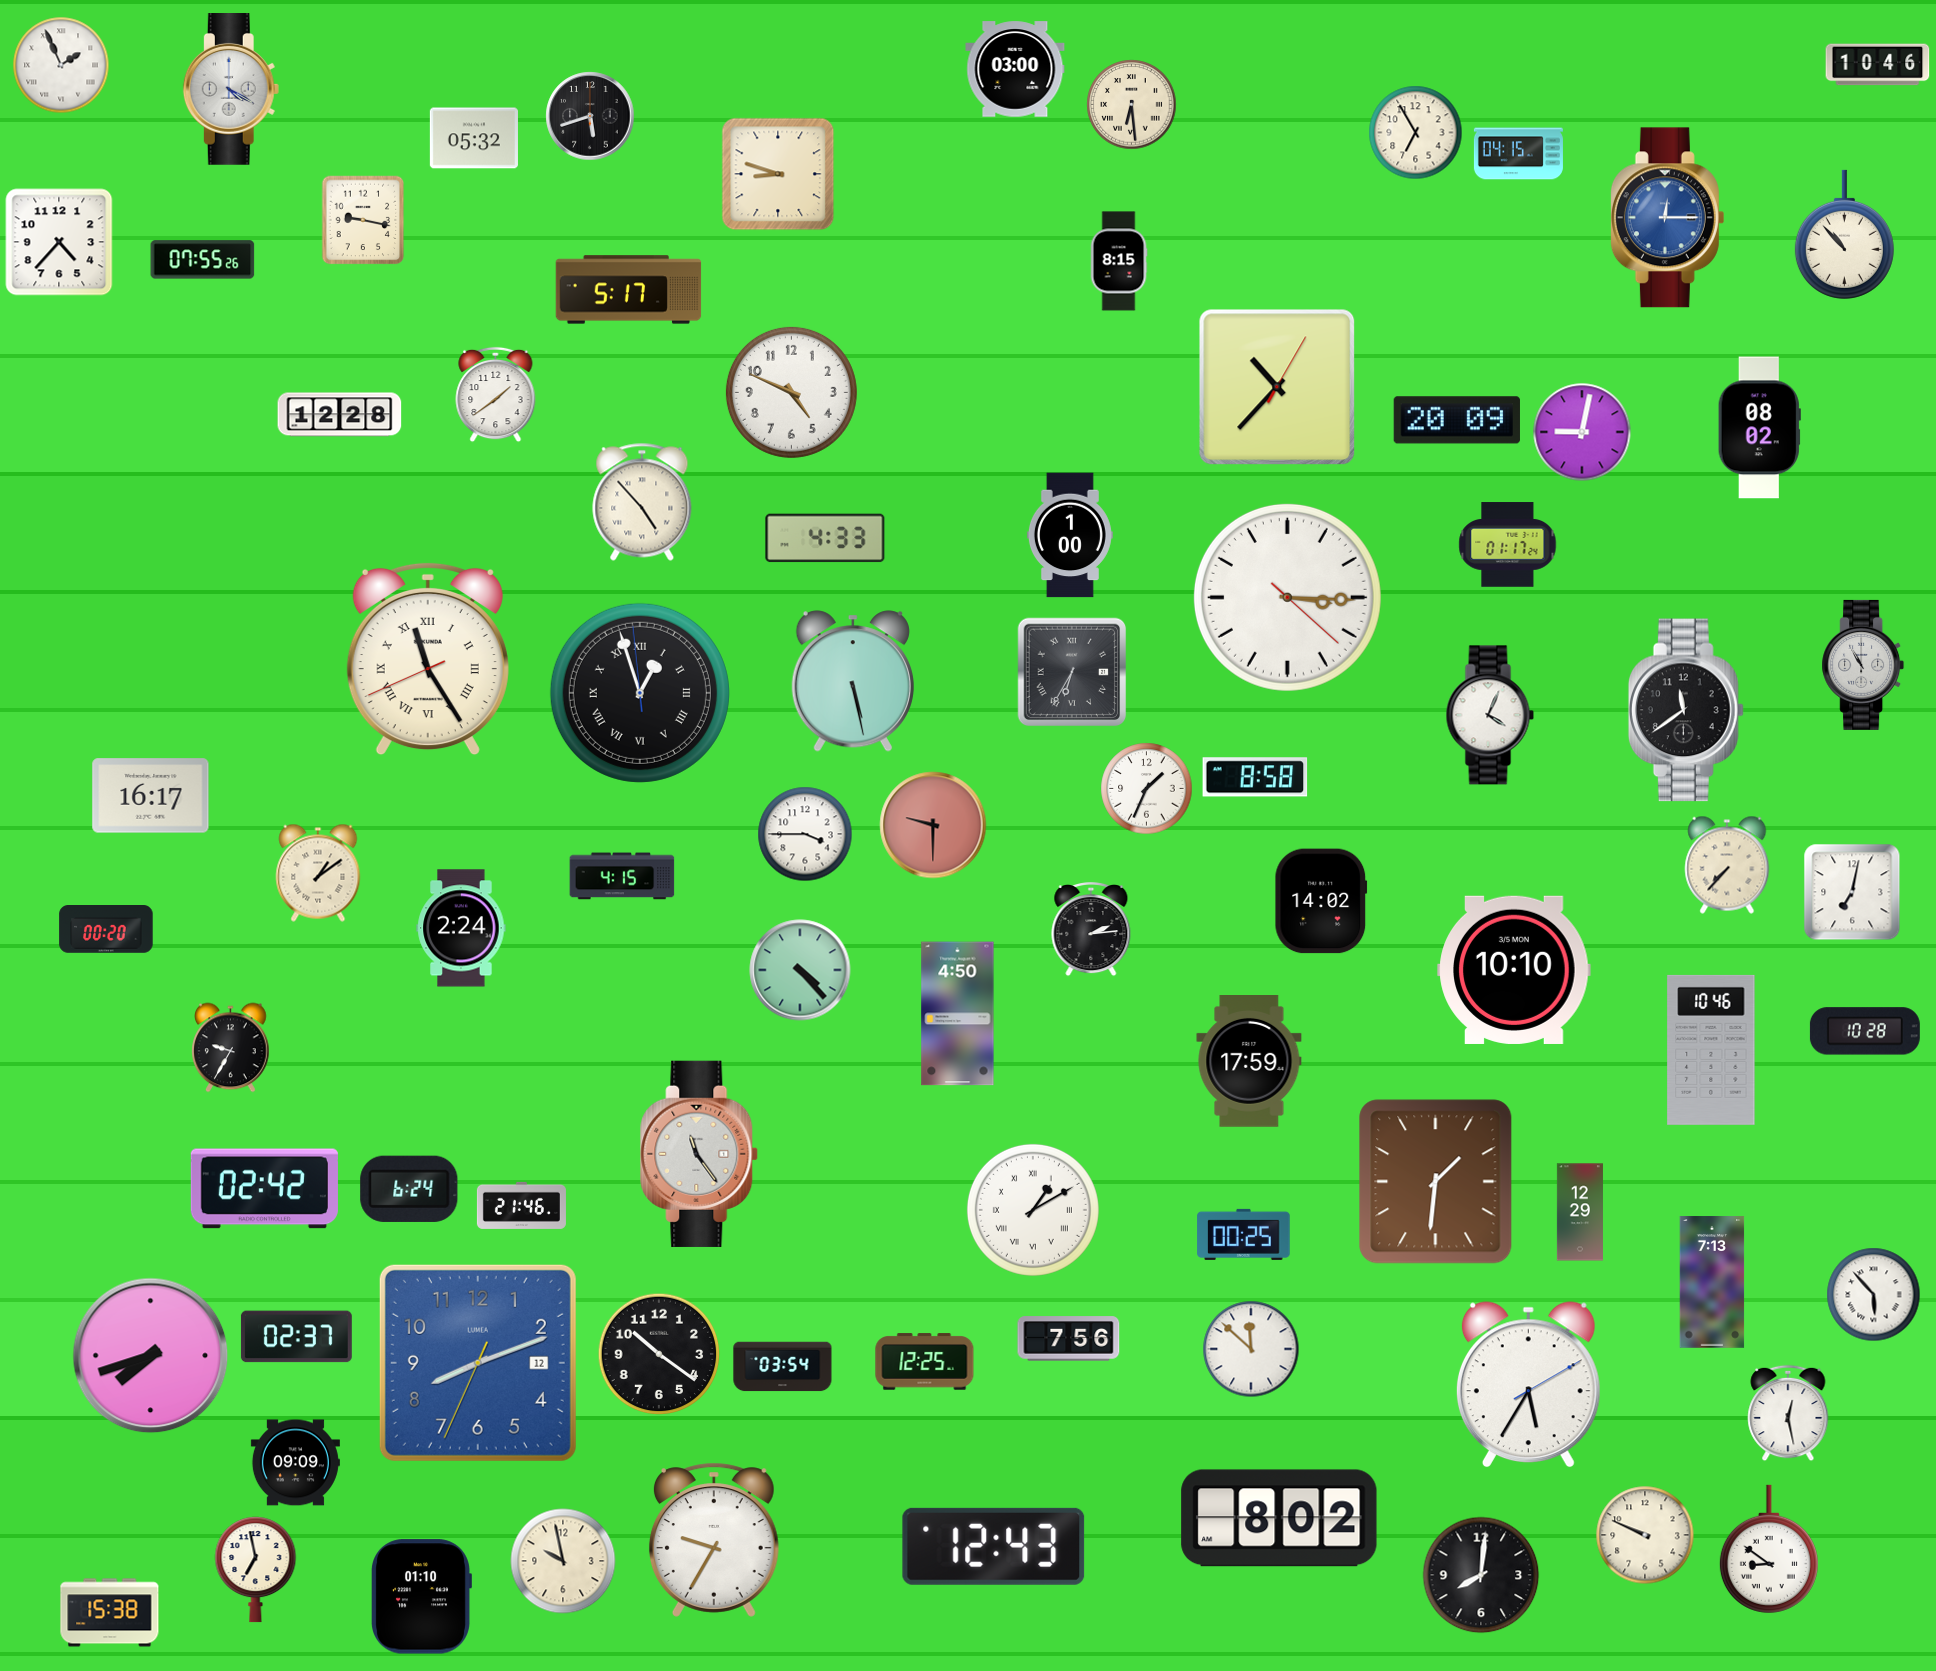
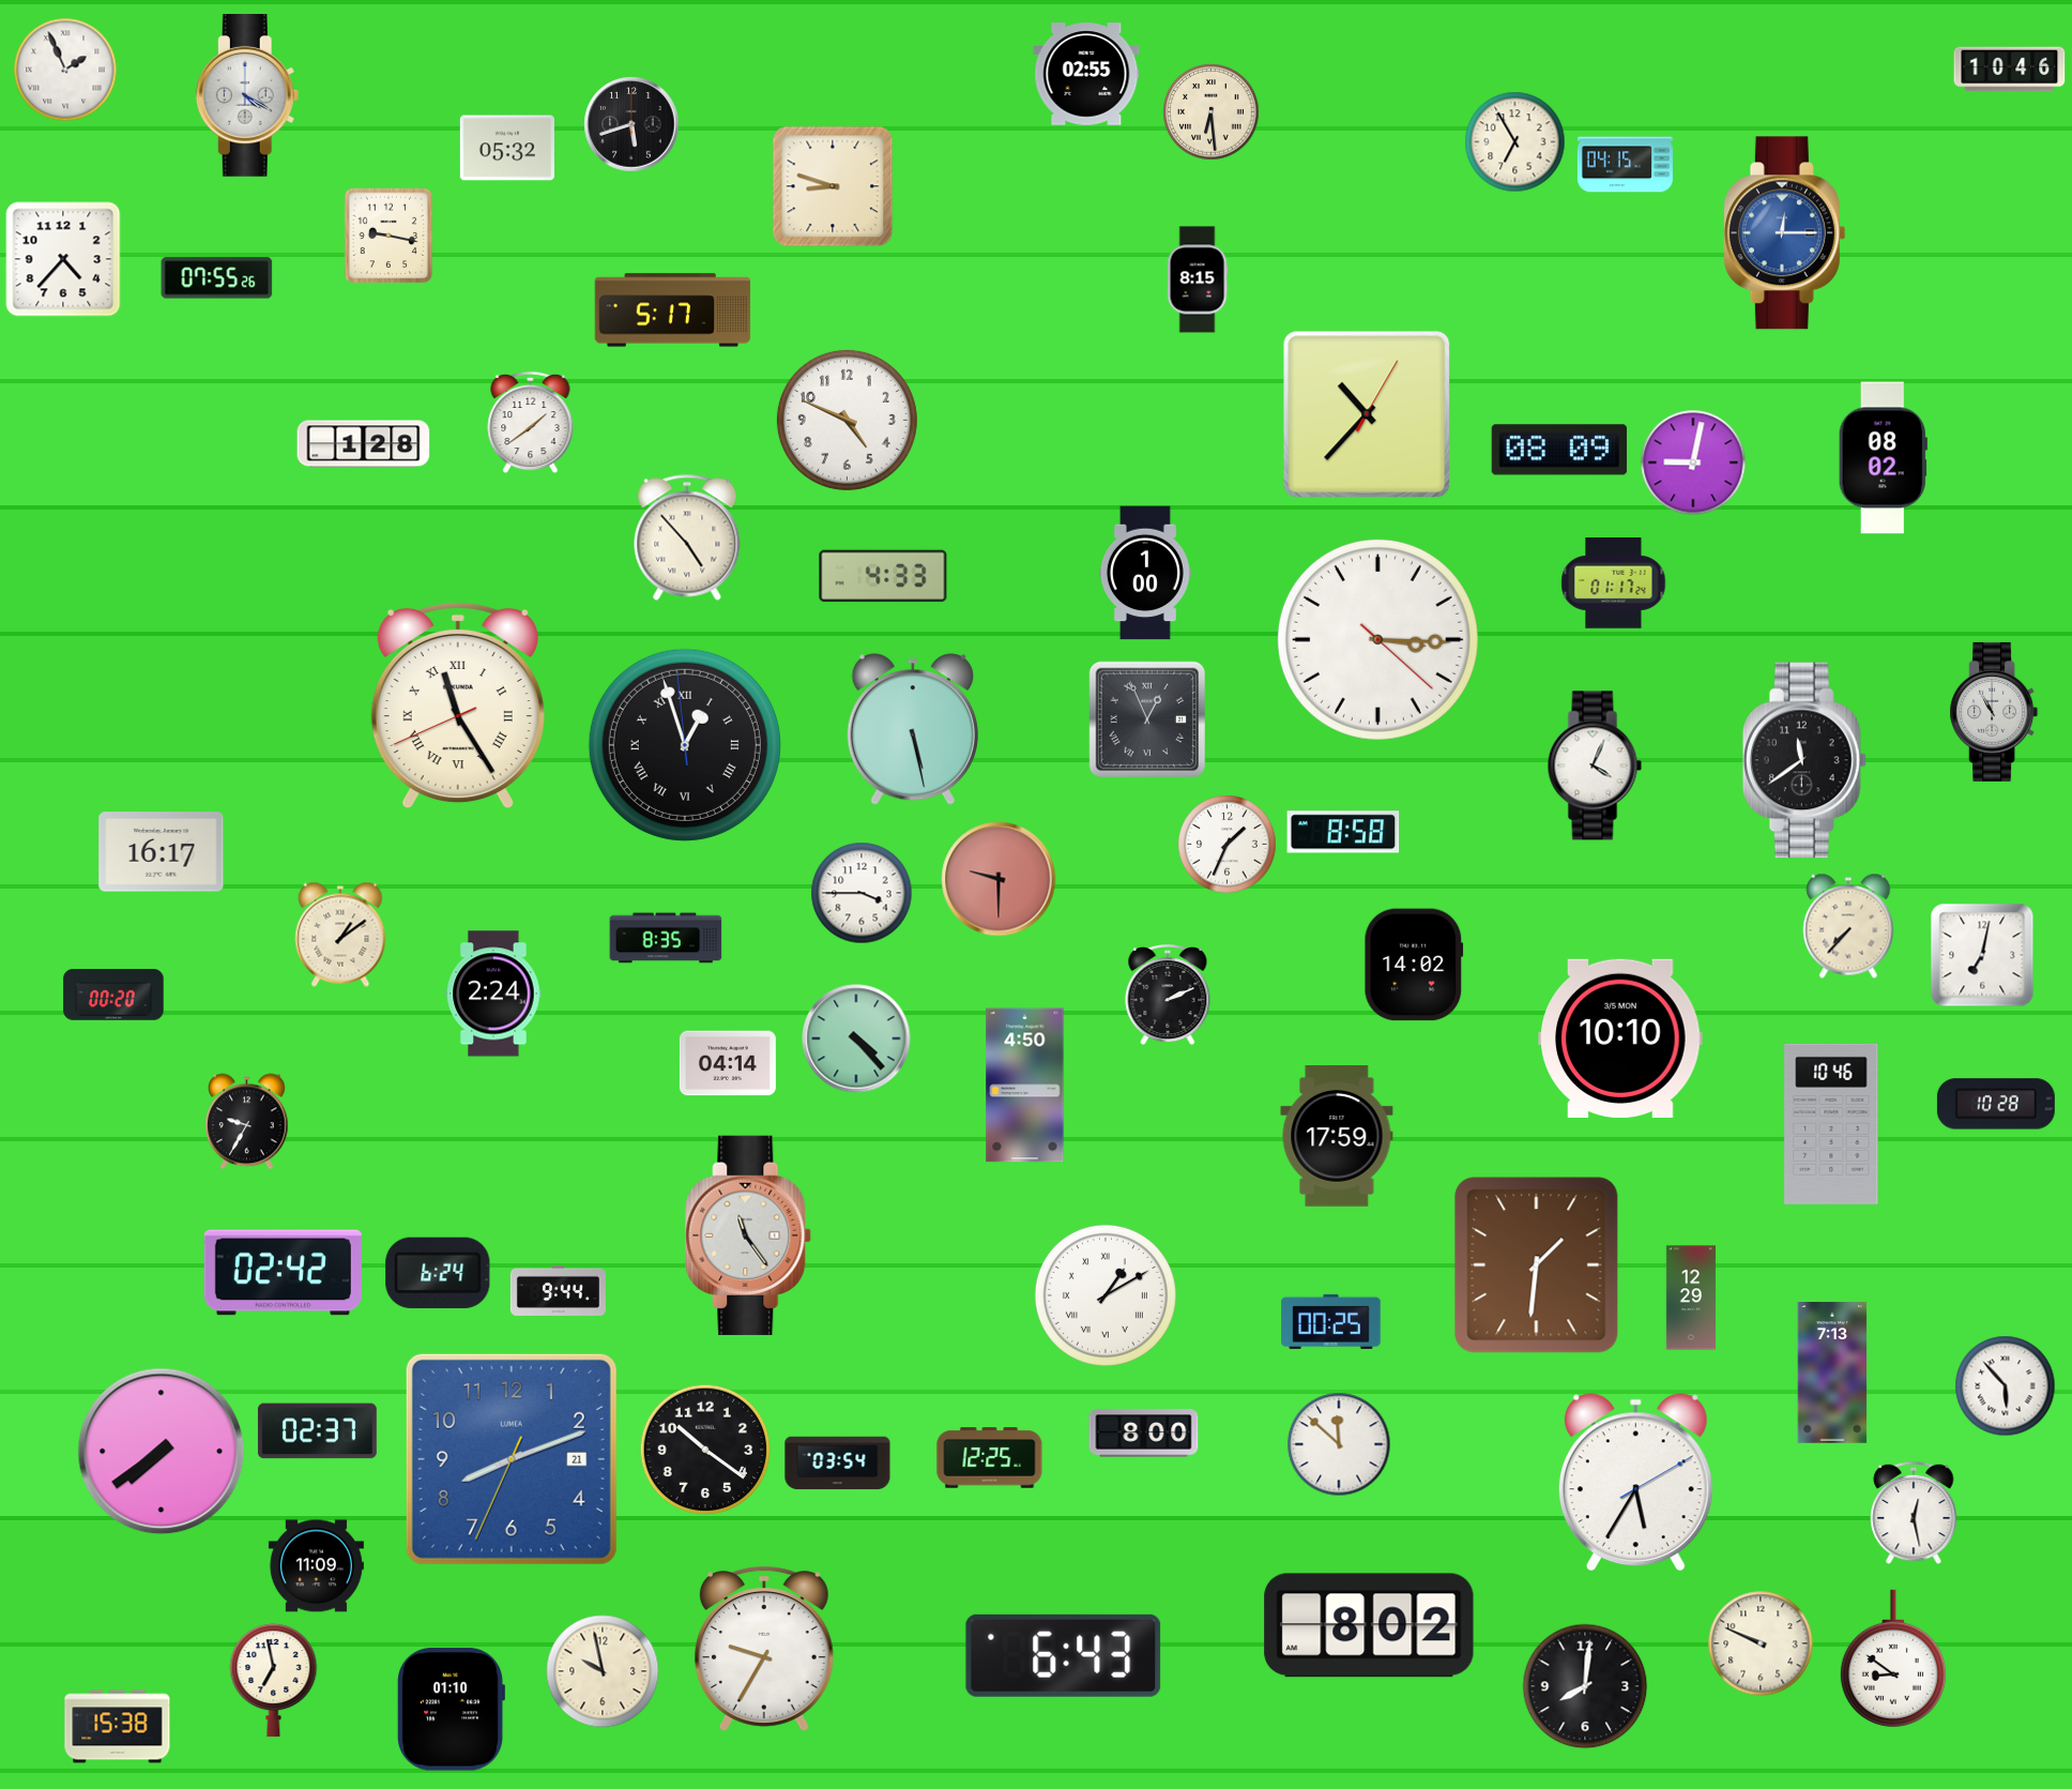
clock at (1015, 69): 03:00 -> 02:55
clock at (1844, 234): 10:53 -> none
clock at (340, 415): 12:28 -> 1:28
clock at (1457, 420): 20:09 -> 08:09
clock at (1072, 672): 6:35 -> 12:56
clock at (640, 693) position: (640, 693) -> (685, 745)
clock at (933, 825) position: (933, 825) -> (999, 879)
clock at (622, 876): 4:15 -> 8:35
clock at (1091, 930): 2:14 -> 2:11
clock at (728, 1063): none -> 04:14
clock at (521, 1205): 21:46 -> 9:44
clock at (1069, 1339): 7:56 -> 8:00
clock at (151, 1356): 7:42 -> 7:39
clock at (478, 1363) date: 12 -> 21
clock at (295, 1463): 09:09 -> 11:09
clock at (994, 1546): 12:43 -> 6:43
